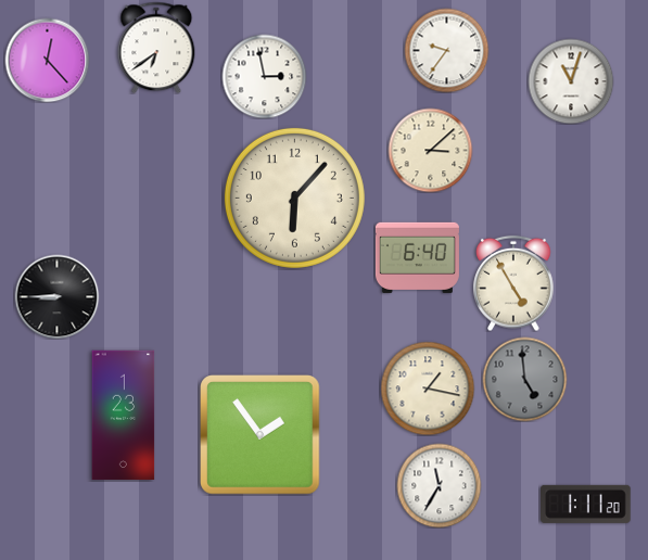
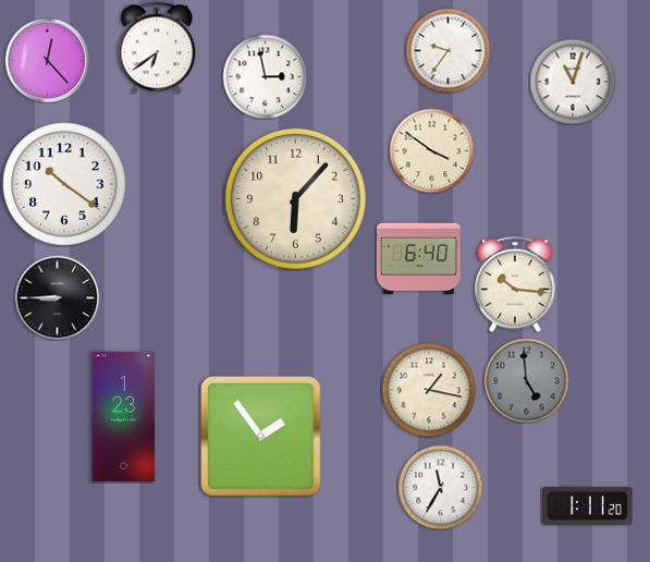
clock at (430, 150): 3:08 -> 3:51
clock at (64, 184): none -> 10:21
clock at (513, 283): 4:55 -> 10:16
